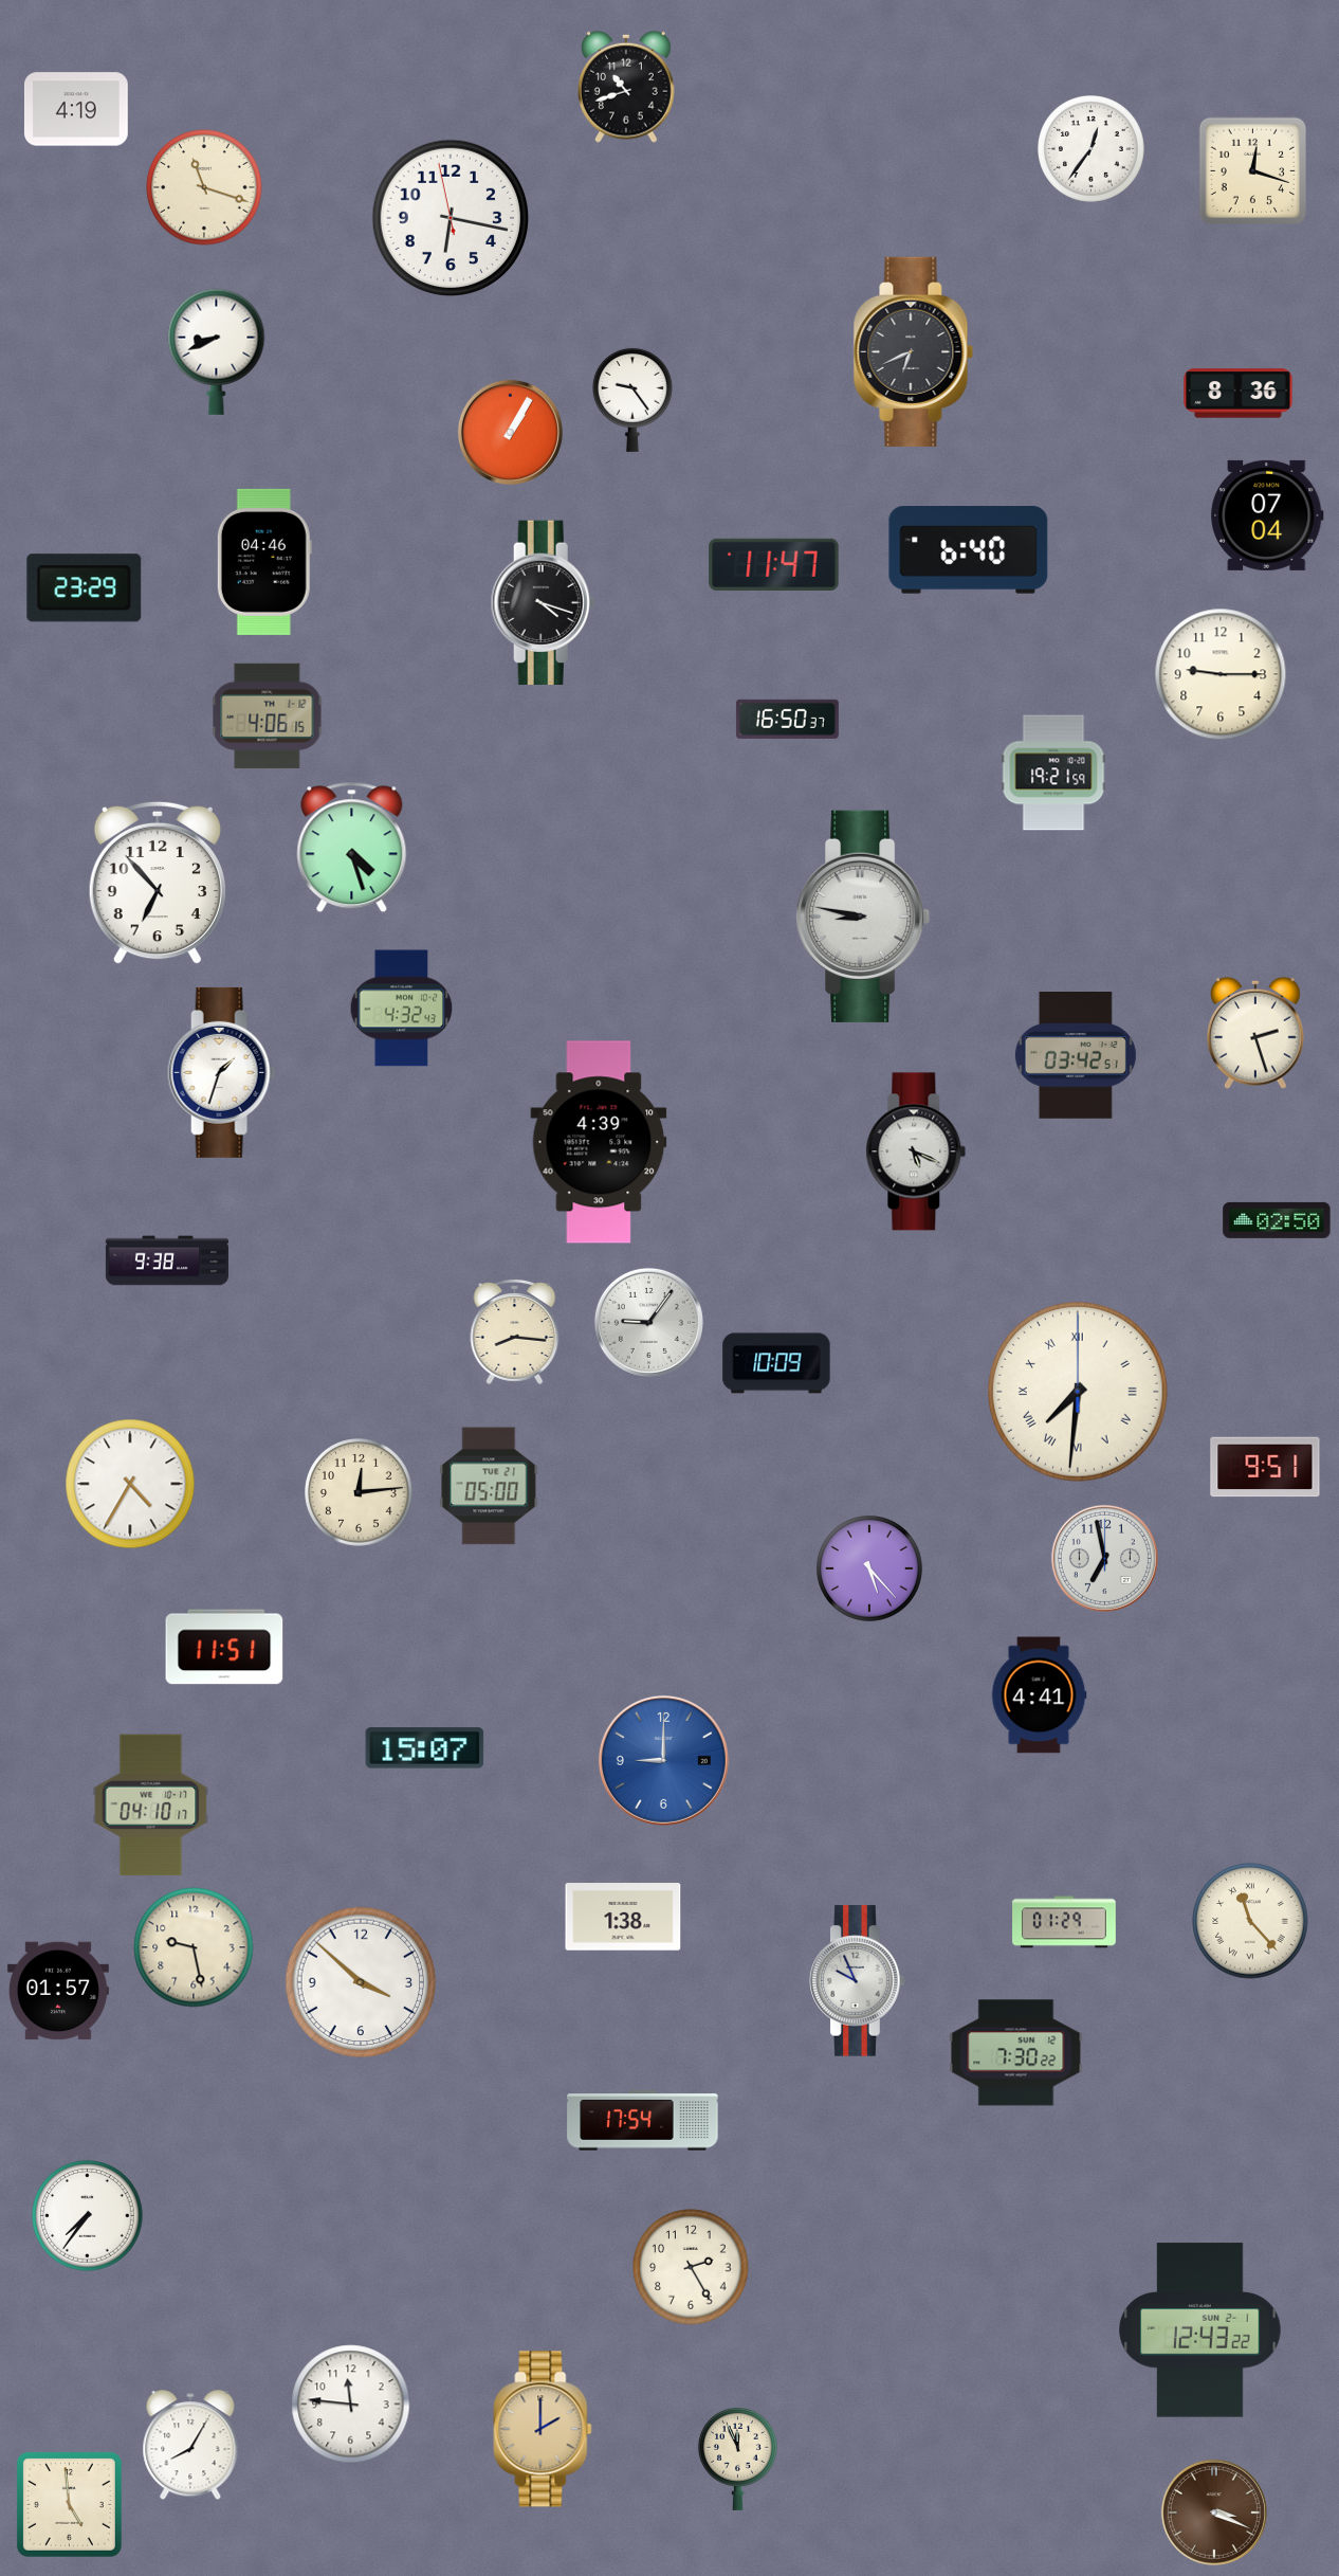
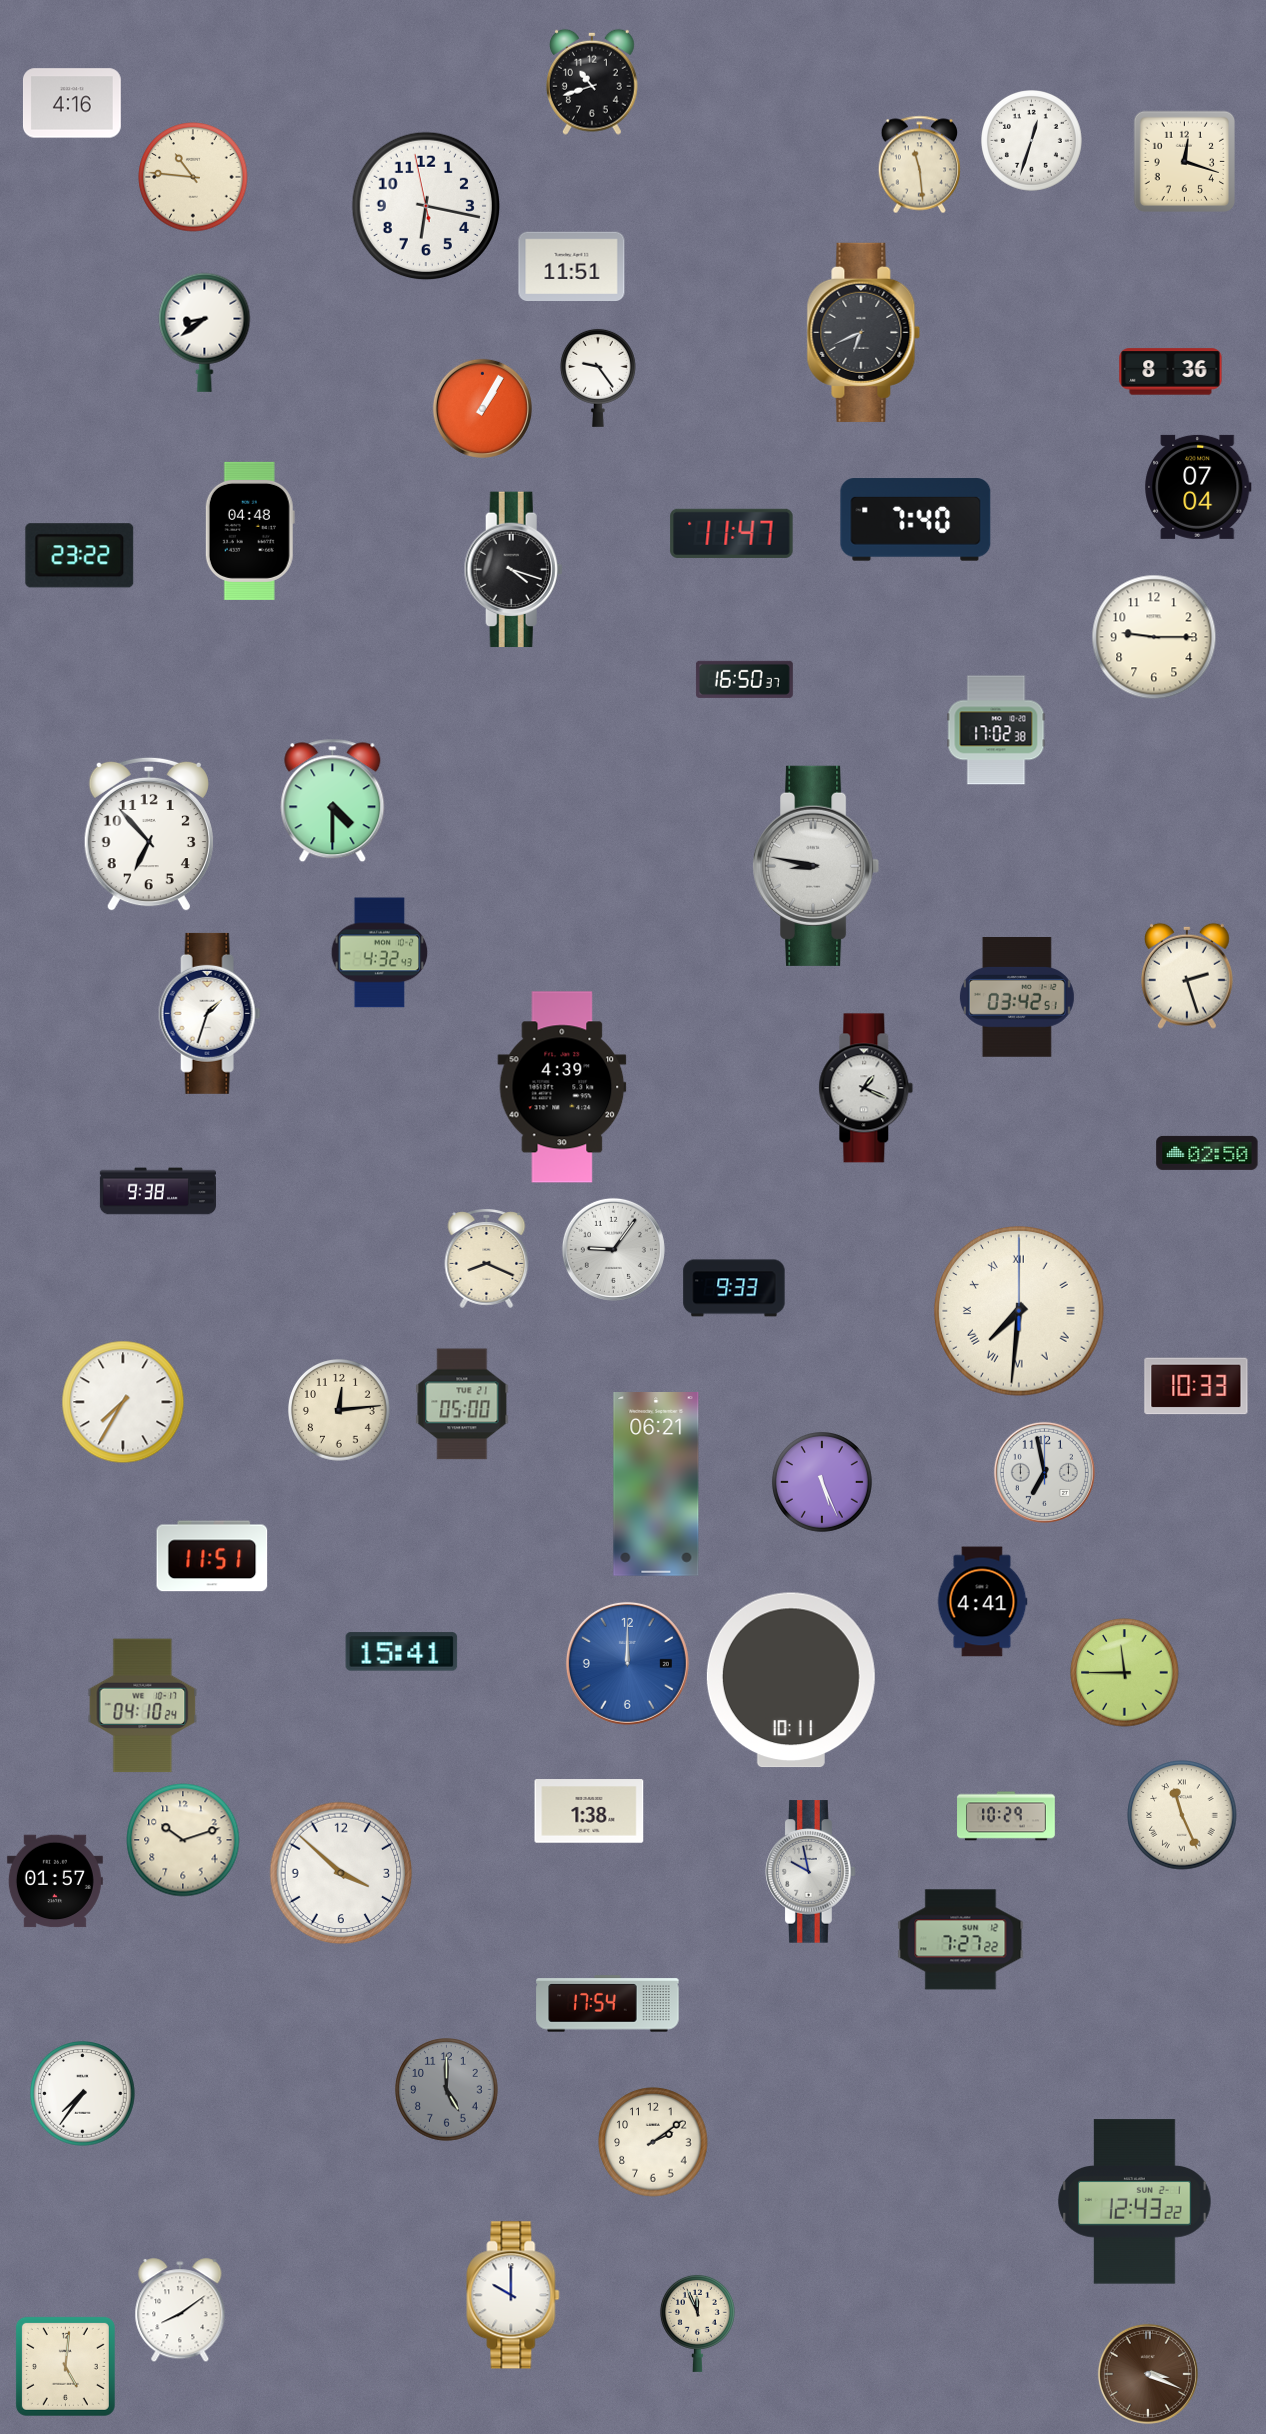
clock at (76, 109): 4:19 -> 4:16
clock at (1092, 149): 12:36 -> 12:33
clock at (920, 165): none -> 11:29
clock at (204, 187): 11:18 -> 10:46
clock at (572, 267): none -> 11:51
clock at (217, 351): 8:41 -> 8:39
clock at (969, 550): 6:40 -> 7:40
clock at (264, 562): 04:46 -> 04:48
clock at (85, 588): 23:29 -> 23:22
clock at (268, 715): 4:06 -> none
clock at (1053, 773): 19:21 -> 17:02
clock at (352, 848): 4:27 -> 4:30
clock at (599, 1142) position: (599, 1142) -> (562, 1087)
clock at (916, 1151): 5:19 -> 1:19
clock at (515, 1331): 8:16 -> 8:19
clock at (776, 1363): 10:09 -> 9:33
clock at (1079, 1393) position: (1079, 1393) -> (1020, 1312)
clock at (1265, 1467): 9:51 -> 10:33
clock at (130, 1484): 4:35 -> 7:35
clock at (869, 1568): 5:23 -> 5:26
clock at (656, 1485): none -> 06:21
clock at (425, 1748): 15:07 -> 15:41
clock at (663, 1760): 9:00 -> 12:00
clock at (1125, 1673): none -> 11:45
clock at (791, 1680): none -> 10:11
clock at (151, 1806): 04:10:17 -> 04:10:24
clock at (1250, 1921): 11:23 -> 11:26
clock at (1064, 1922): 01:29 -> 10:29
clock at (194, 1947): 9:28 -> 10:12
clock at (858, 1981): 9:56 -> 9:58
clock at (1016, 2053): 7:30 -> 7:27
clock at (447, 2090): none -> 5:00
clock at (691, 2267): 2:25 -> 2:09
clock at (351, 2405): 11:46 -> none
clock at (543, 2429): 2:00 -> 10:00
clock at (543, 2429) dial: champagne -> white
clock at (190, 2446): 8:05 -> 8:09
clock at (69, 2504): 4:59 -> 5:01
